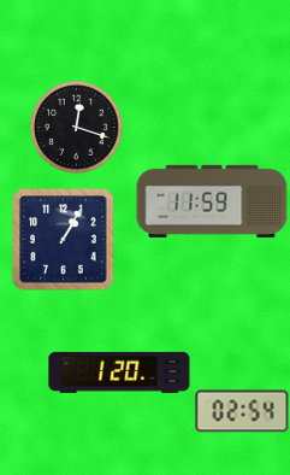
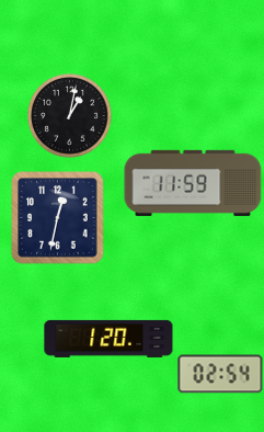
clock at (76, 127): 12:18 -> 1:02
clock at (64, 240): 1:05 -> 12:32
